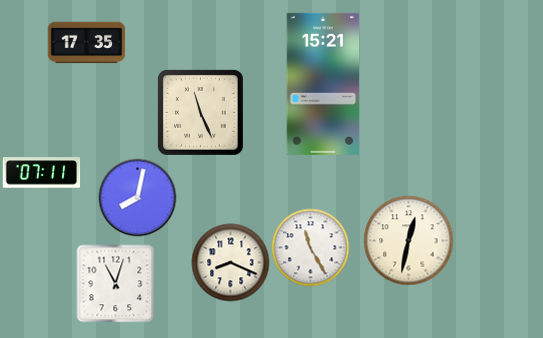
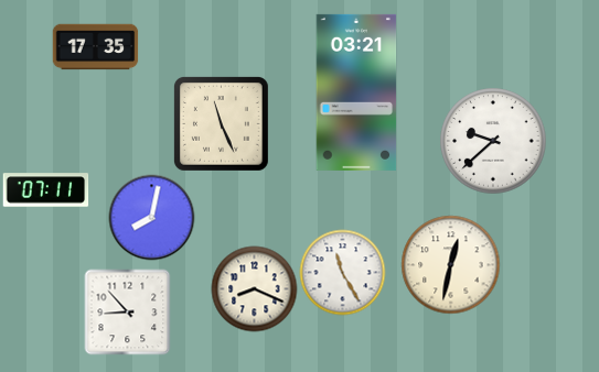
clock at (323, 84): 15:21 -> 03:21
clock at (493, 141): none -> 9:38
clock at (115, 283): 11:03 -> 8:53
